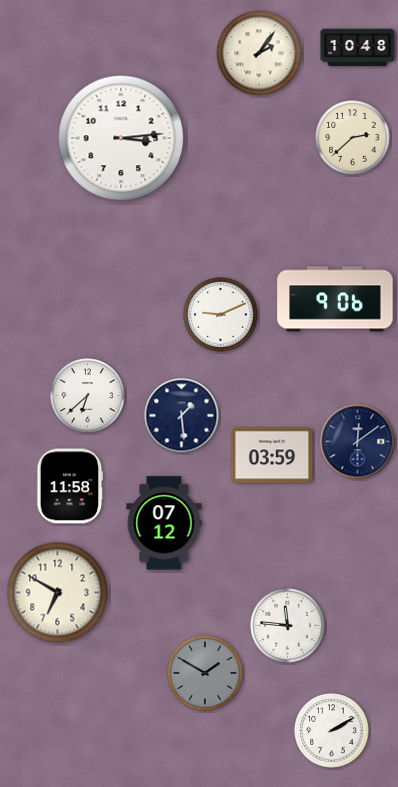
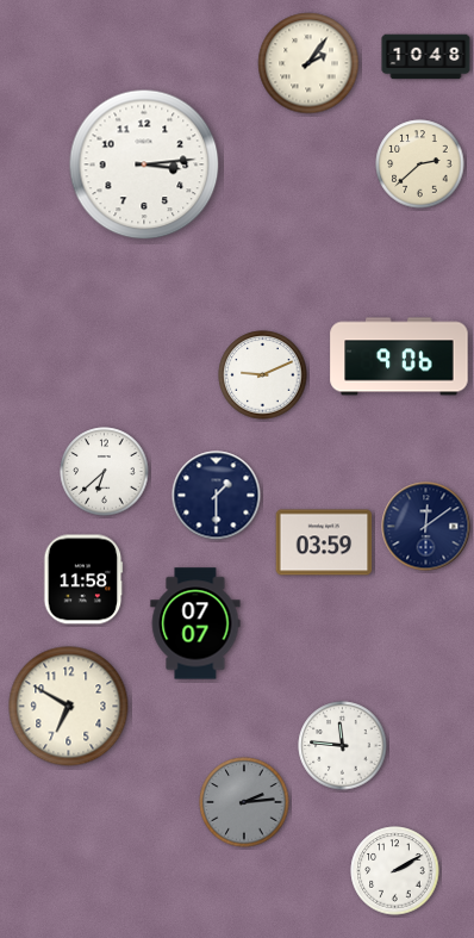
clock at (182, 416): 1:29 -> 1:30
clock at (164, 523): 07:12 -> 07:07
clock at (205, 673): 1:50 -> 2:14
